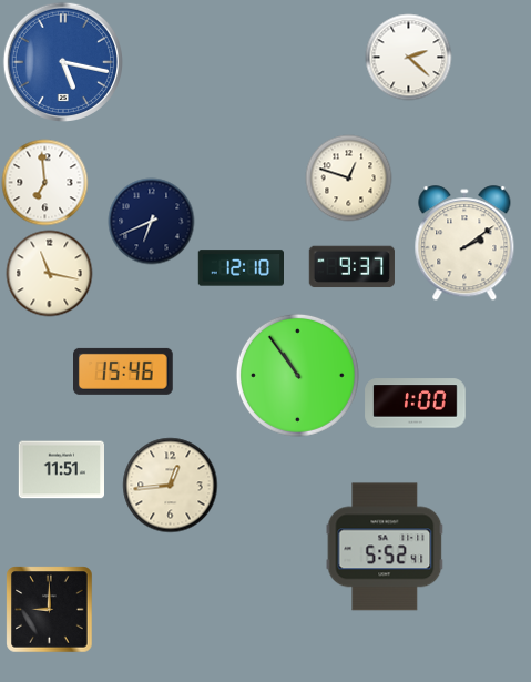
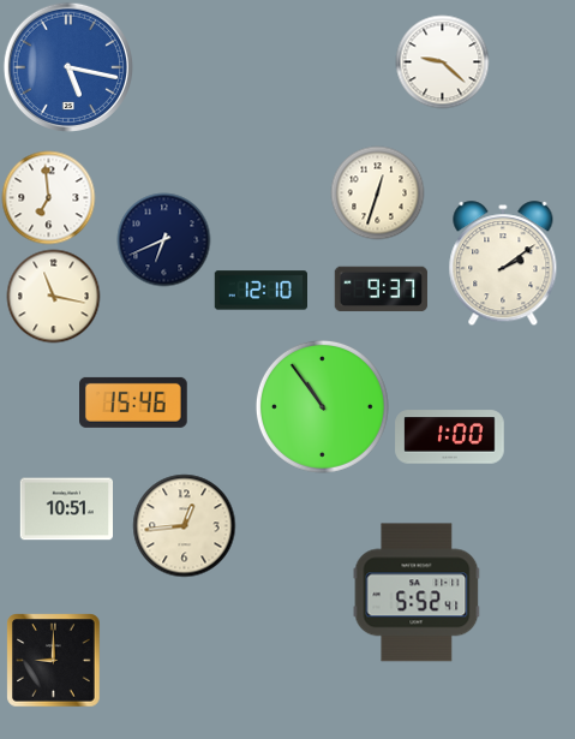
clock at (408, 57): 2:22 -> 9:22
clock at (348, 177): 12:48 -> 12:33
clock at (61, 470): 11:51 -> 10:51
